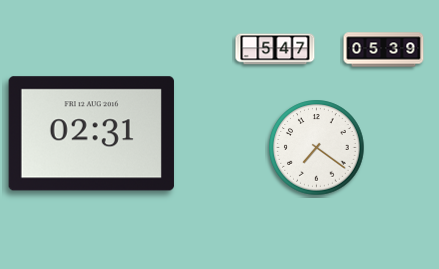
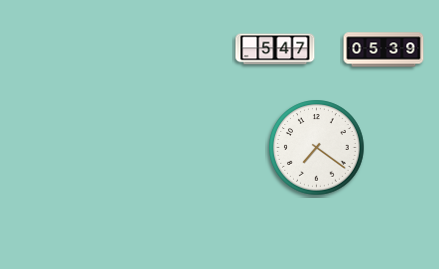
clock at (91, 134): 02:31 -> none
